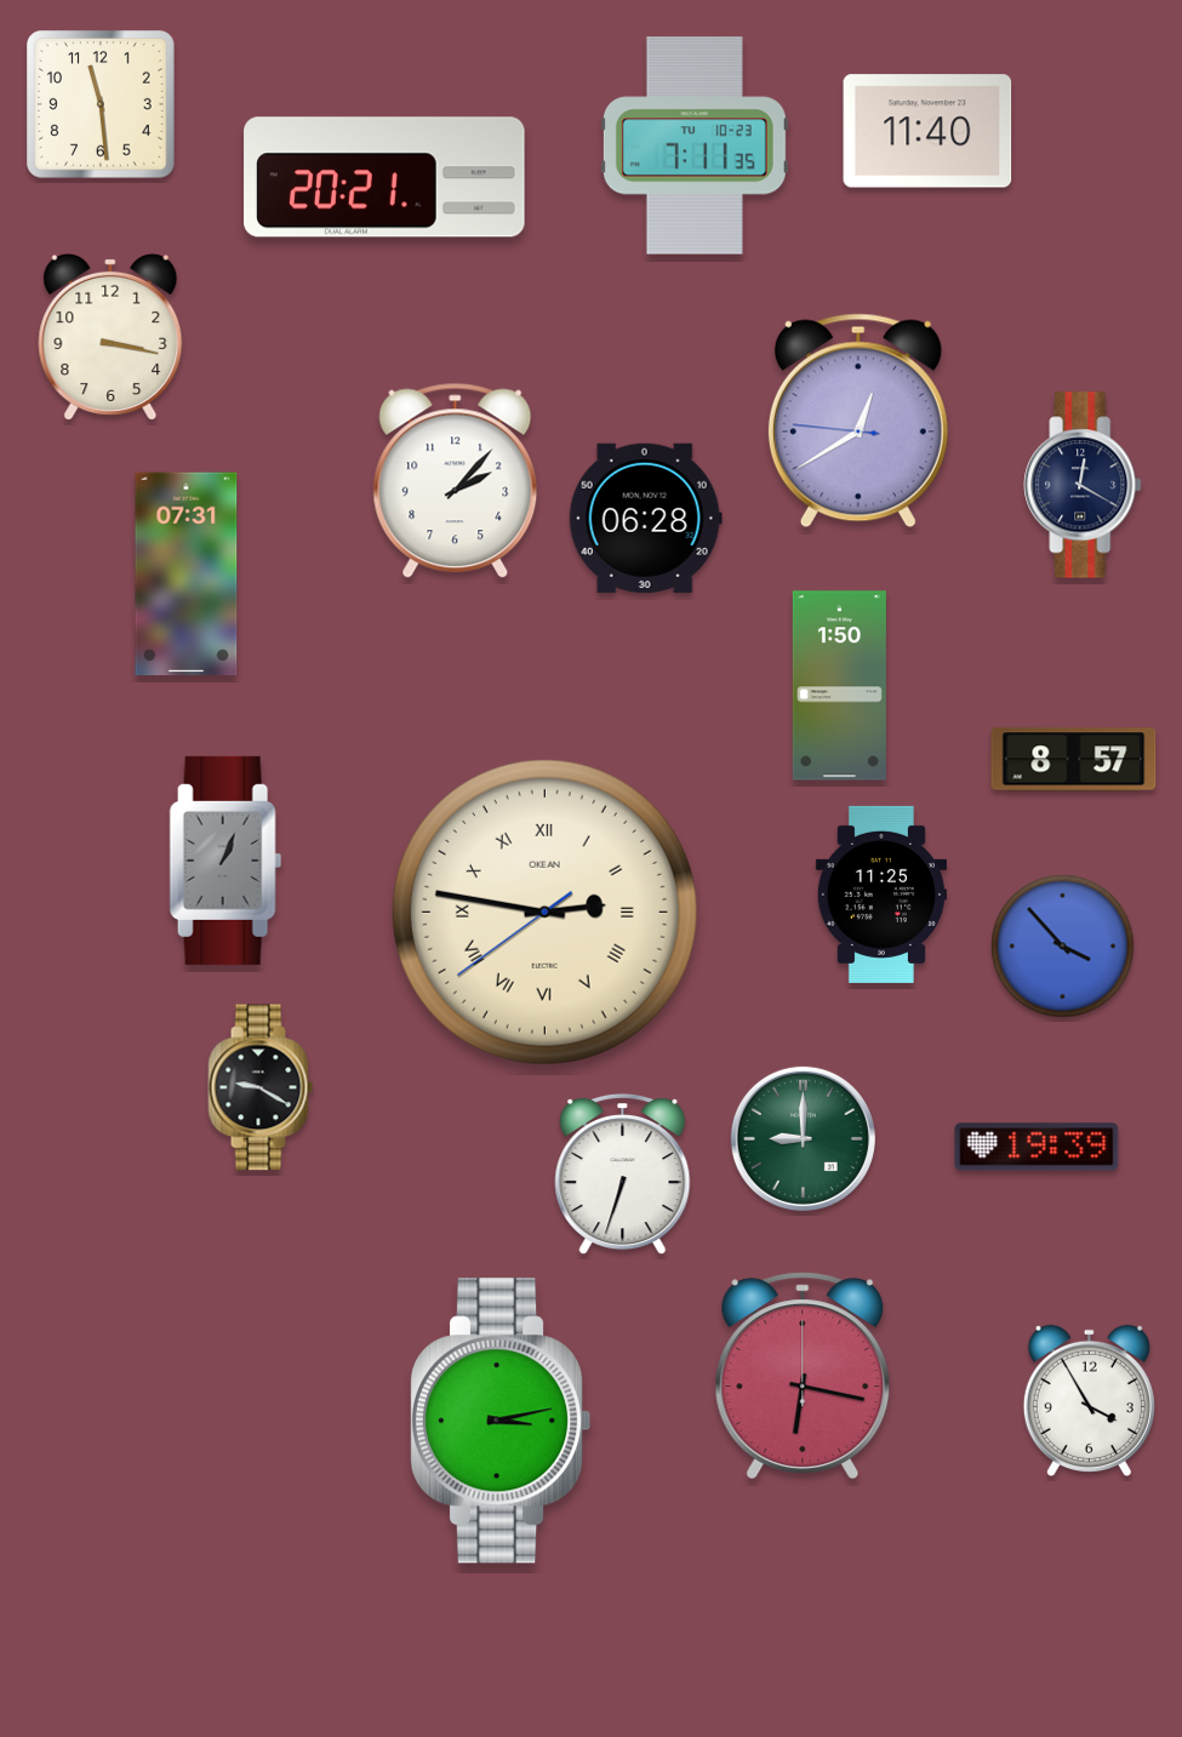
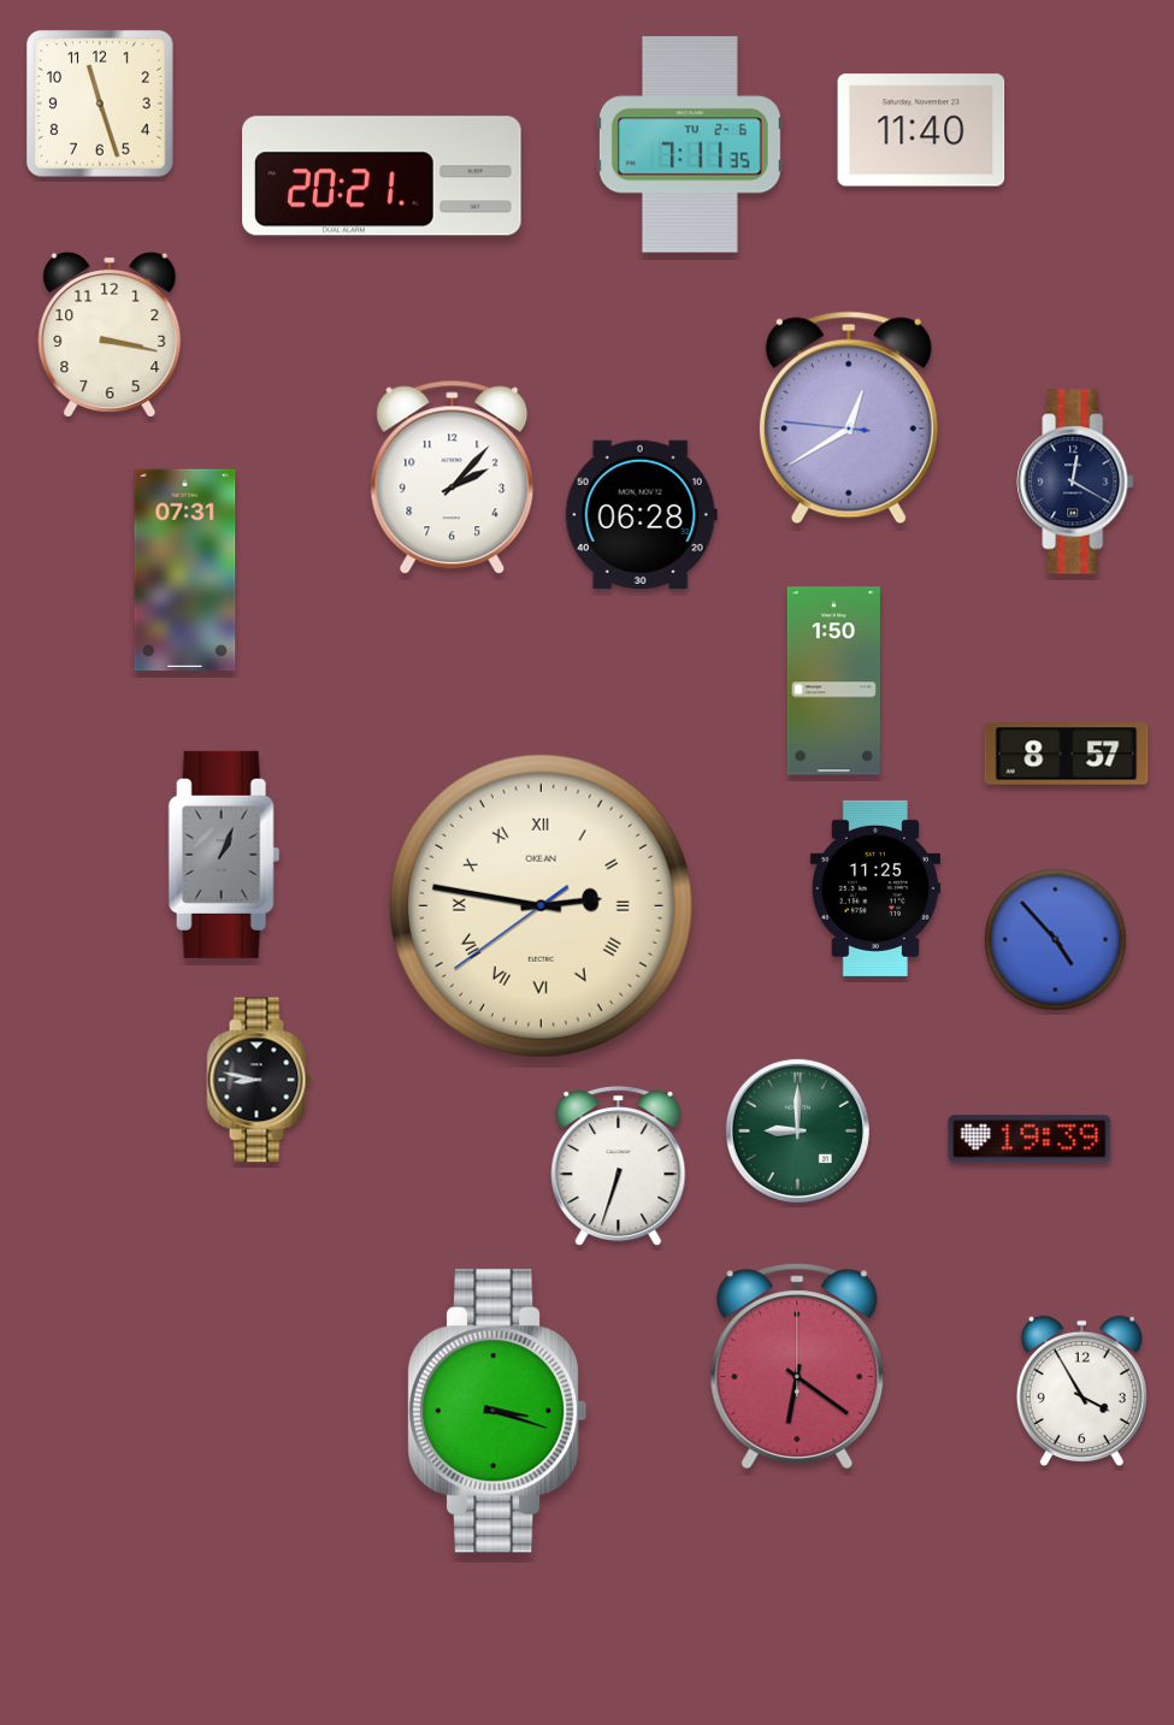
clock at (102, 105): 11:29 -> 11:27
clock at (695, 145) date: TU 10-23 -> TU 2-6
clock at (858, 421) position: (858, 421) -> (849, 418)
clock at (1063, 947): 3:53 -> 4:53
clock at (261, 1087): 9:20 -> 8:47
clock at (803, 1376): 6:17 -> 6:21
clock at (501, 1421): 3:13 -> 3:18
